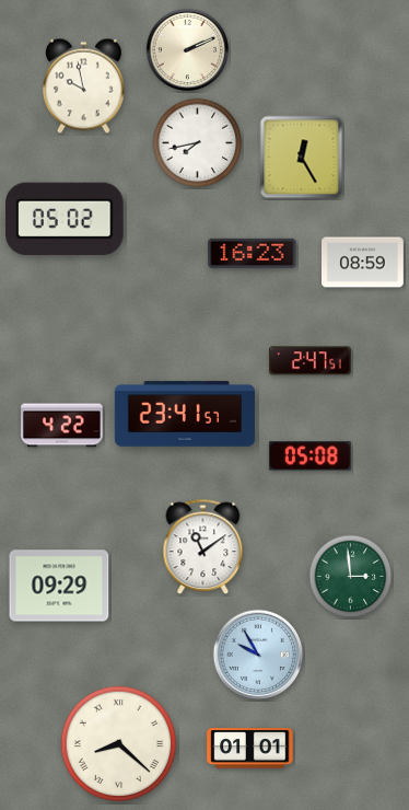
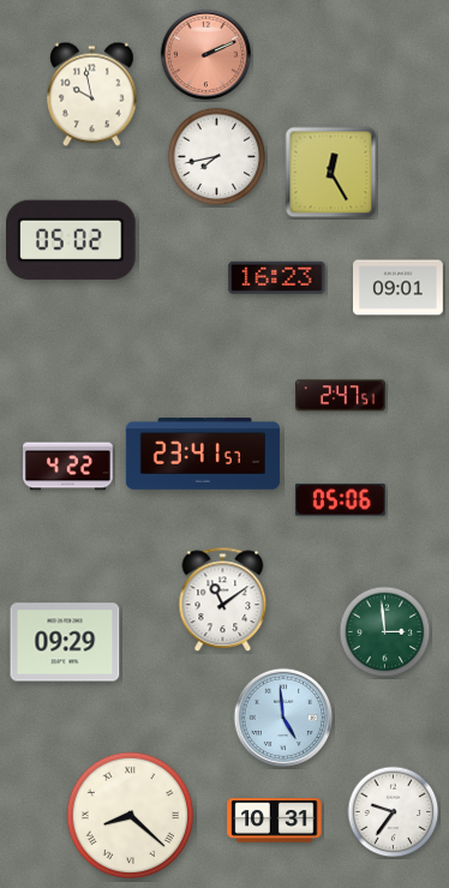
clock at (187, 49) dial: cream -> salmon
clock at (363, 263): 08:59 -> 09:01
clock at (309, 456): 05:08 -> 05:06
clock at (258, 655): 9:55 -> 4:59
clock at (394, 812): none -> 9:36
clock at (250, 749): 01:01 -> 10:31
